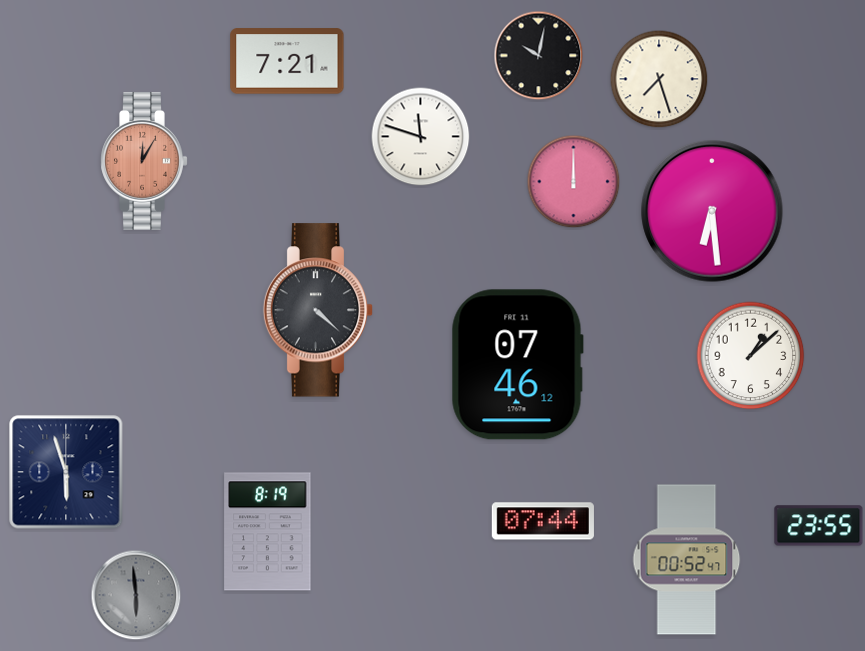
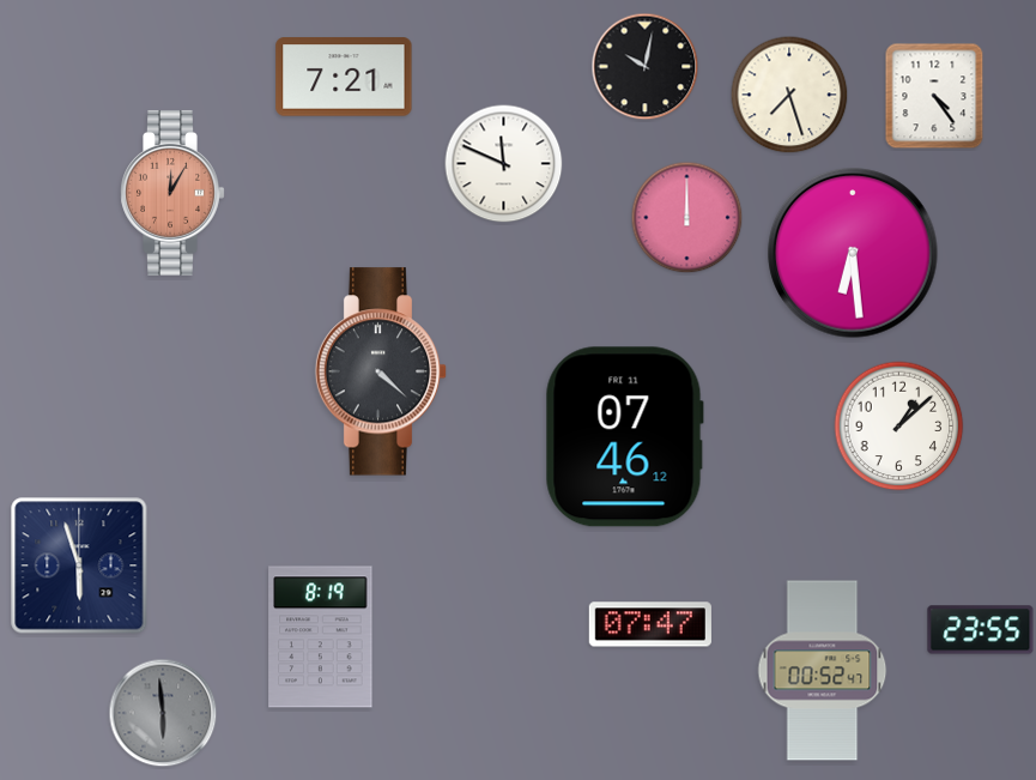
clock at (287, 61) position: (287, 61) -> (344, 77)
clock at (934, 96): none -> 4:24
clock at (421, 137): 11:48 -> 11:49
clock at (517, 365) position: (517, 365) -> (624, 437)
clock at (543, 521): 07:44 -> 07:47
